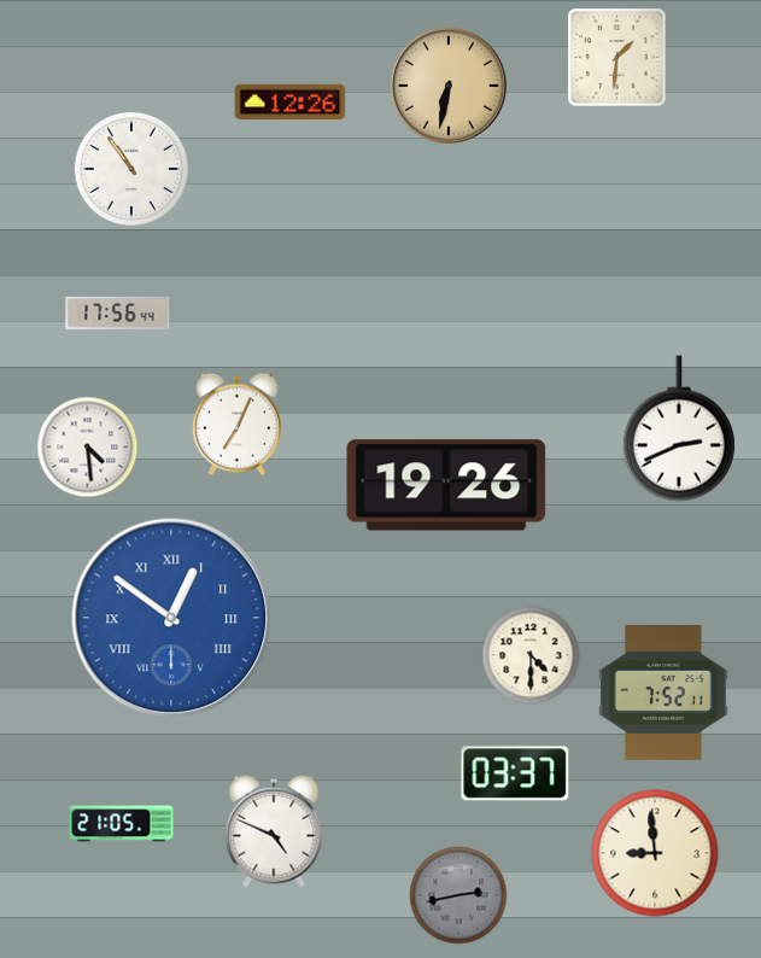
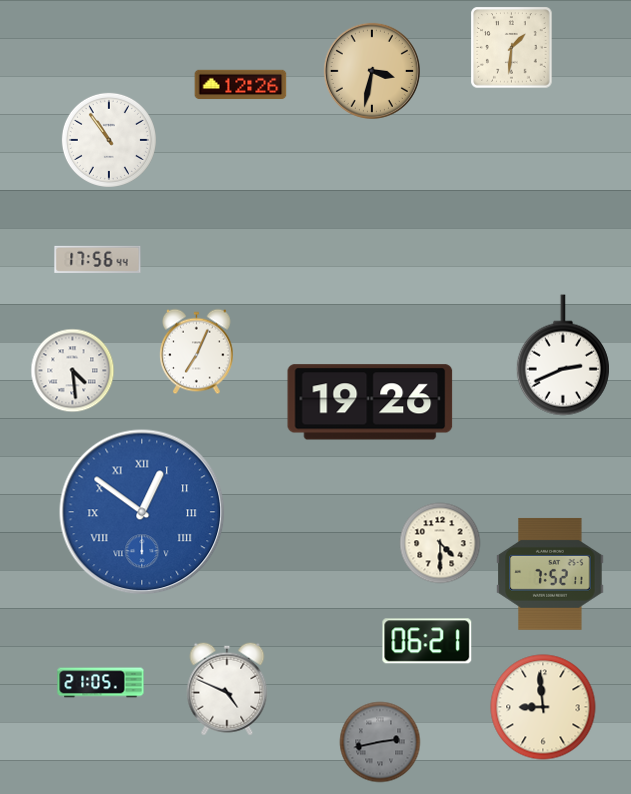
clock at (449, 86): 6:32 -> 3:32
clock at (515, 773): 03:37 -> 06:21
